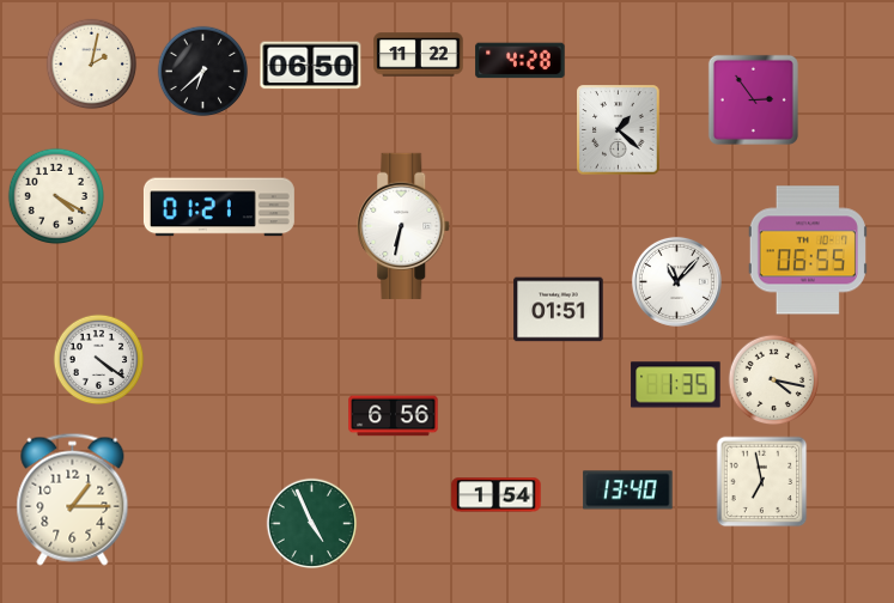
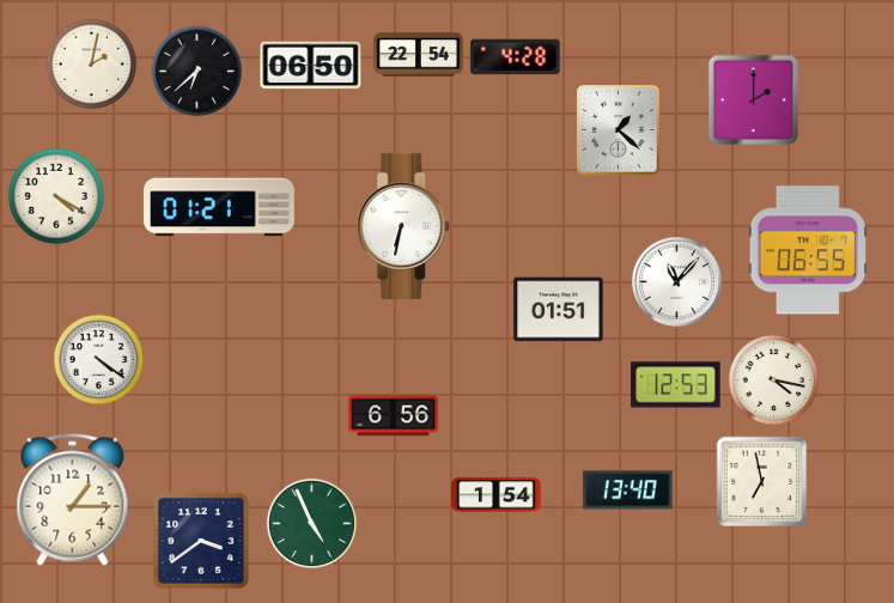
clock at (419, 55): 11:22 -> 22:54
clock at (521, 61) position: (521, 61) -> (516, 57)
clock at (203, 72) position: (203, 72) -> (197, 72)
clock at (753, 99): 2:54 -> 2:00
clock at (676, 385): 1:35 -> 12:53
clock at (202, 542): none -> 3:39
